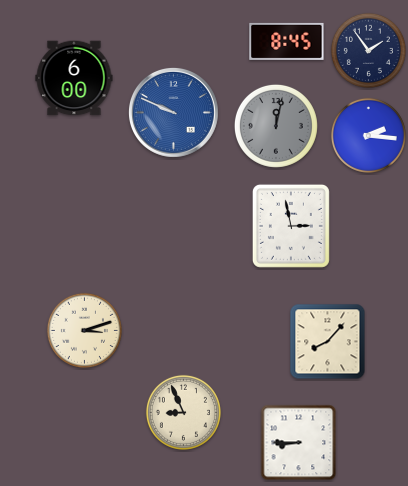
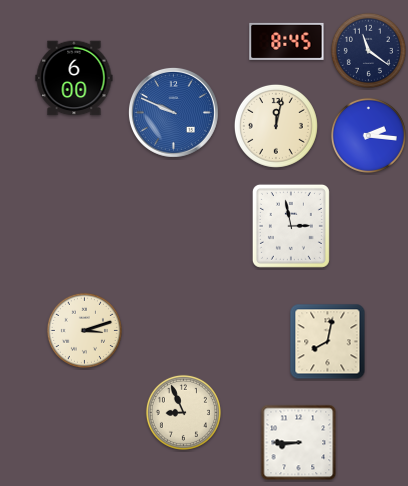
clock at (368, 50): 1:54 -> 11:21
clock at (276, 126) dial: grey -> cream
clock at (328, 342): 8:07 -> 8:02
